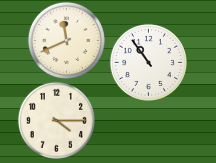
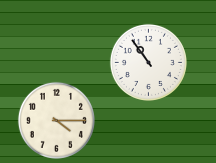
clock at (66, 40): 11:41 -> none
